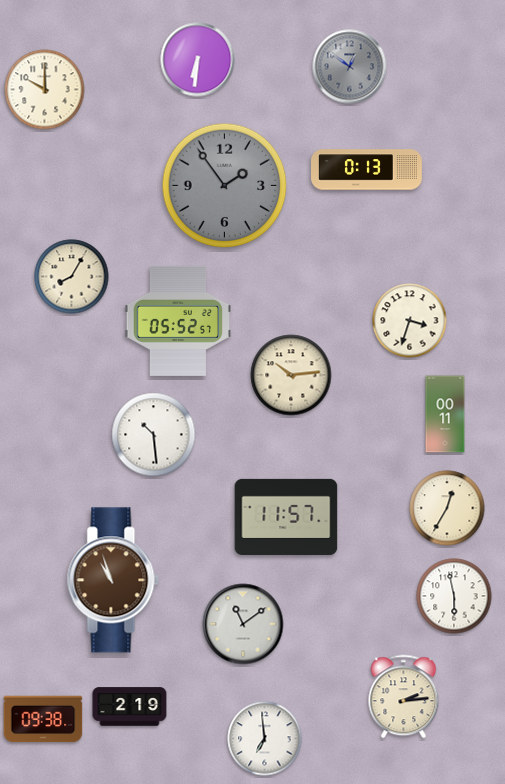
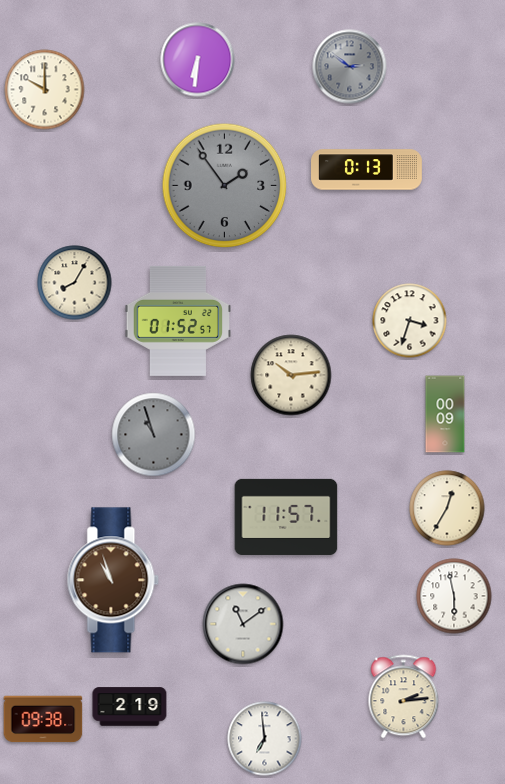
clock at (350, 67): 12:51 -> 2:51
clock at (72, 277) position: (72, 277) -> (75, 283)
clock at (177, 321): 05:52 -> 01:52
clock at (445, 414): 00:11 -> 00:09
clock at (154, 435): 10:29 -> 10:57
clock at (154, 435) dial: white -> grey
